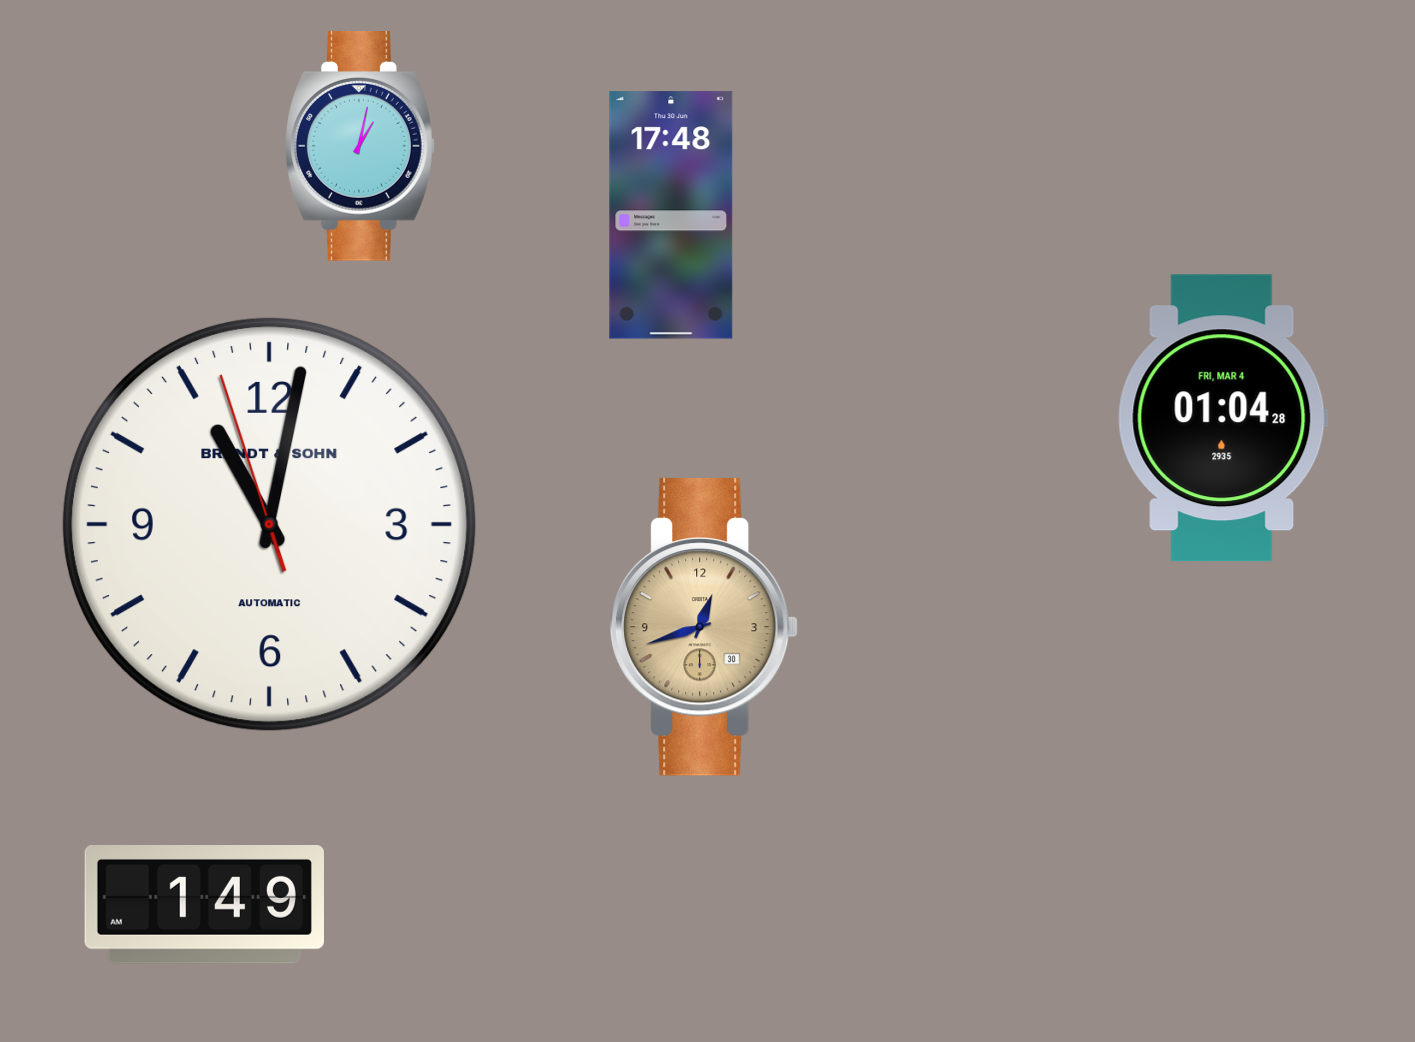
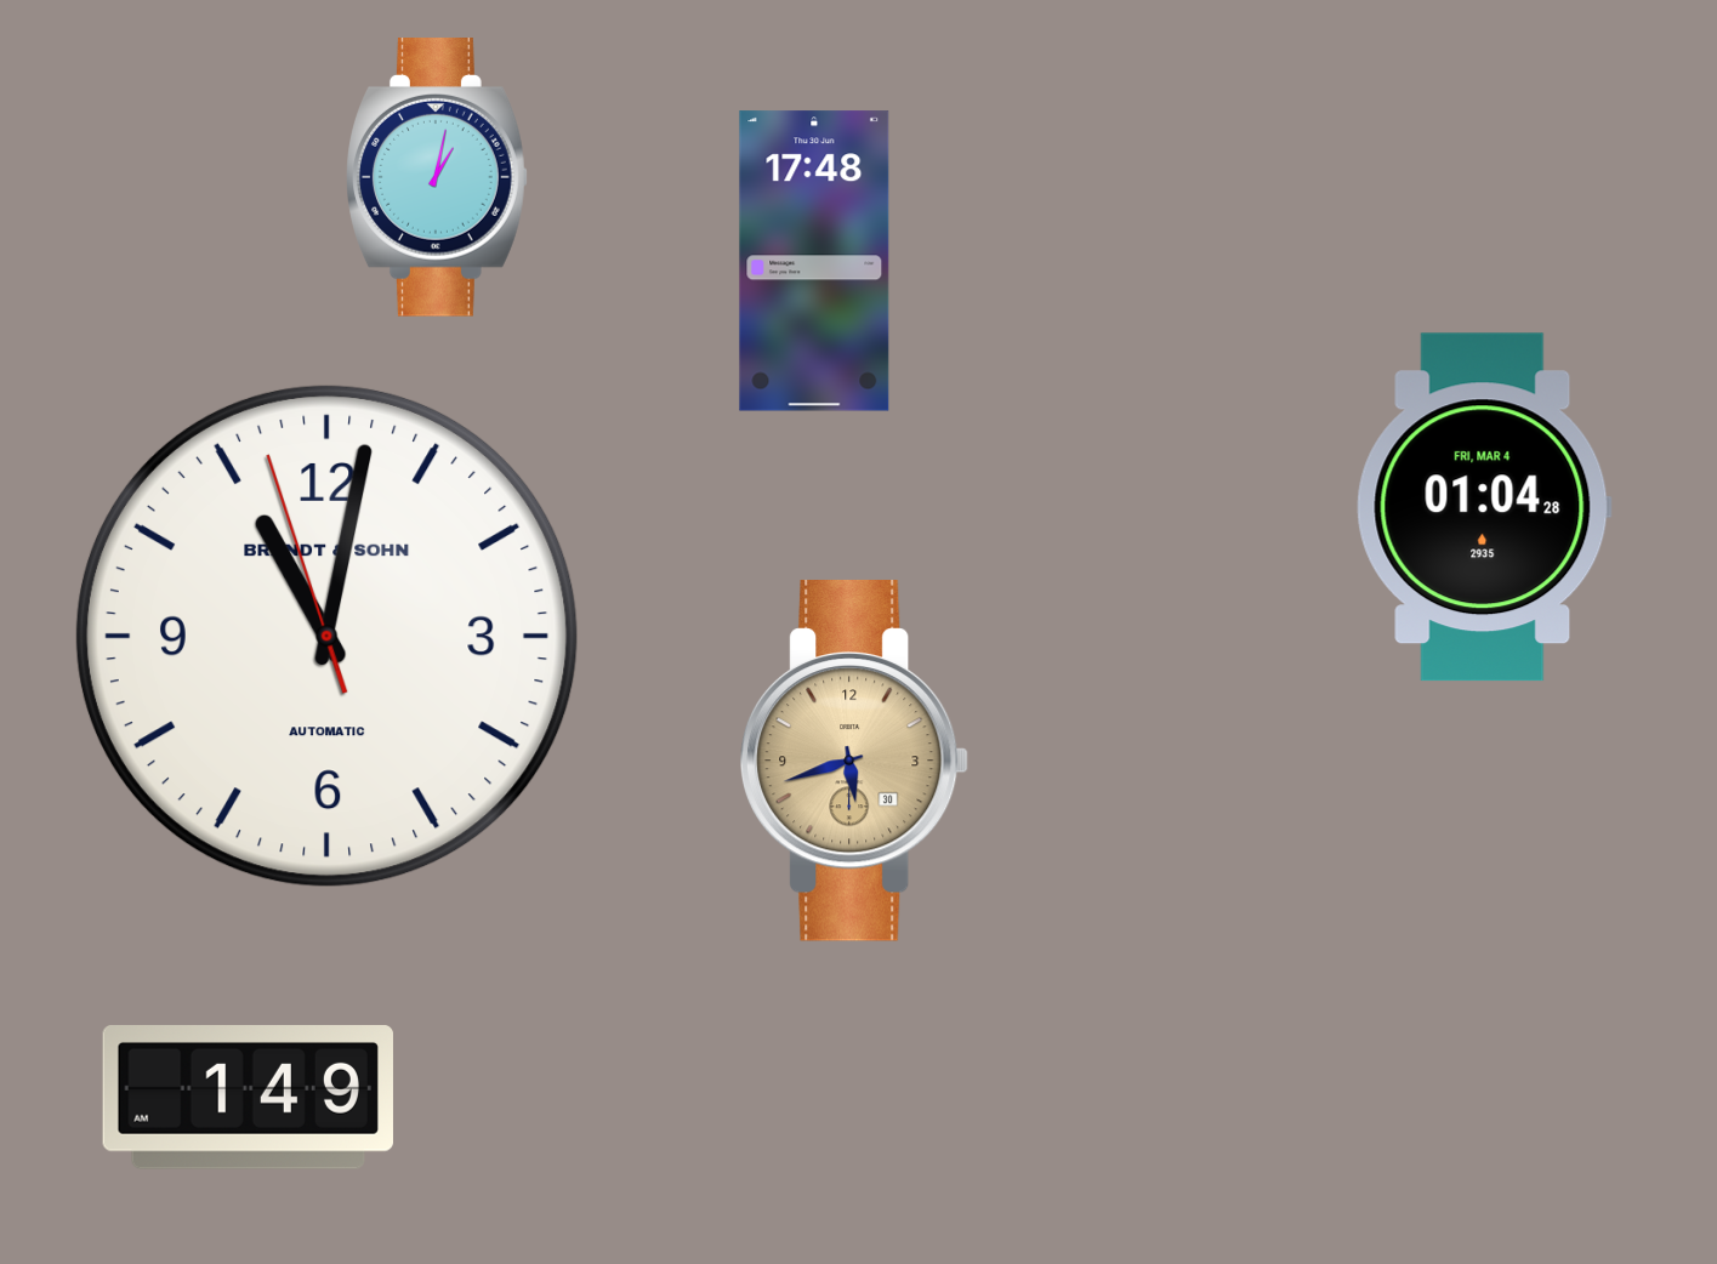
clock at (705, 627): 12:42 -> 5:42
